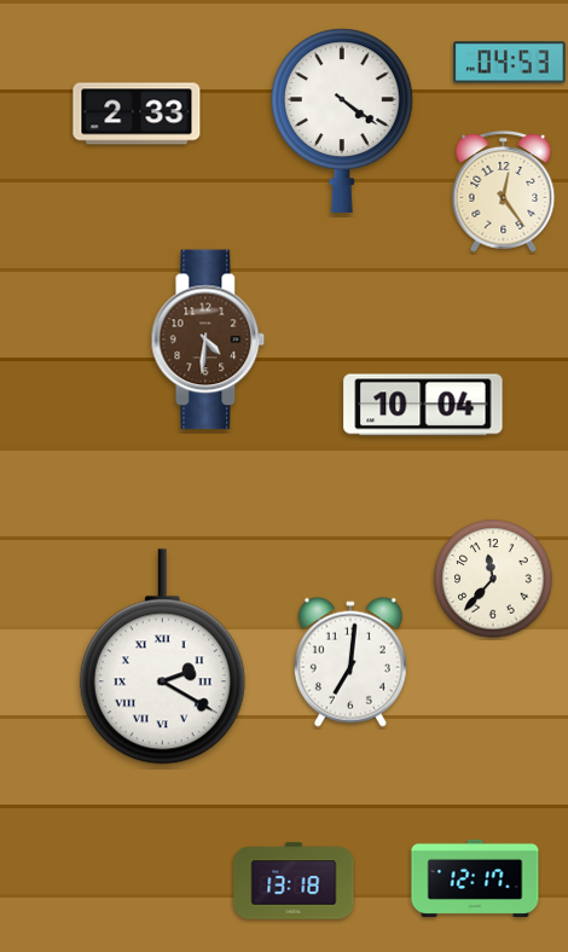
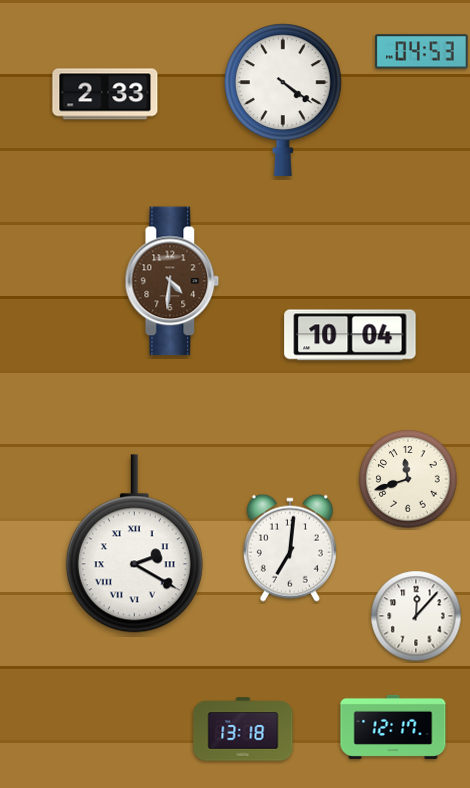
clock at (137, 114) position: (137, 114) -> (105, 94)
clock at (504, 192): 12:24 -> none
clock at (493, 579): 11:37 -> 11:42
clock at (416, 616): none -> 12:07
